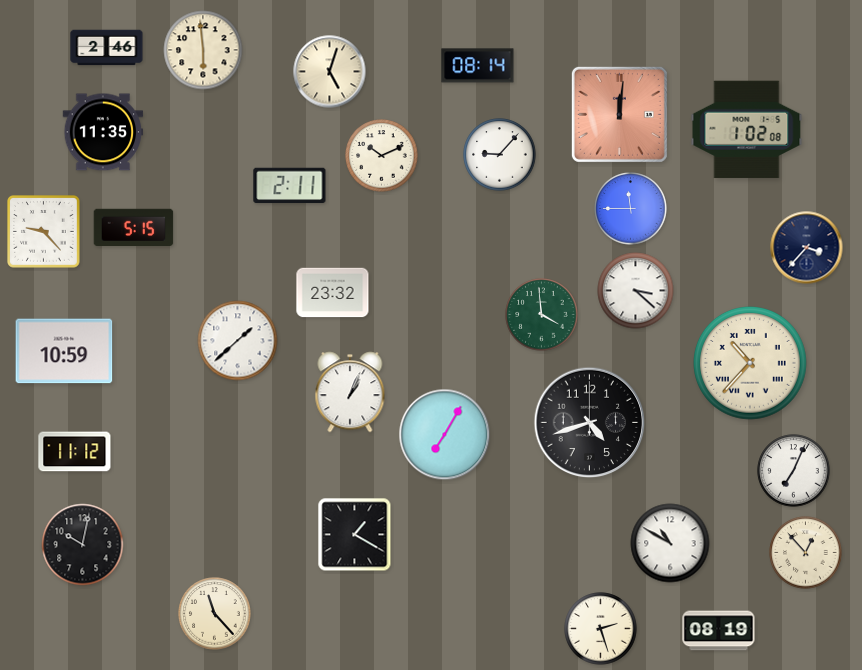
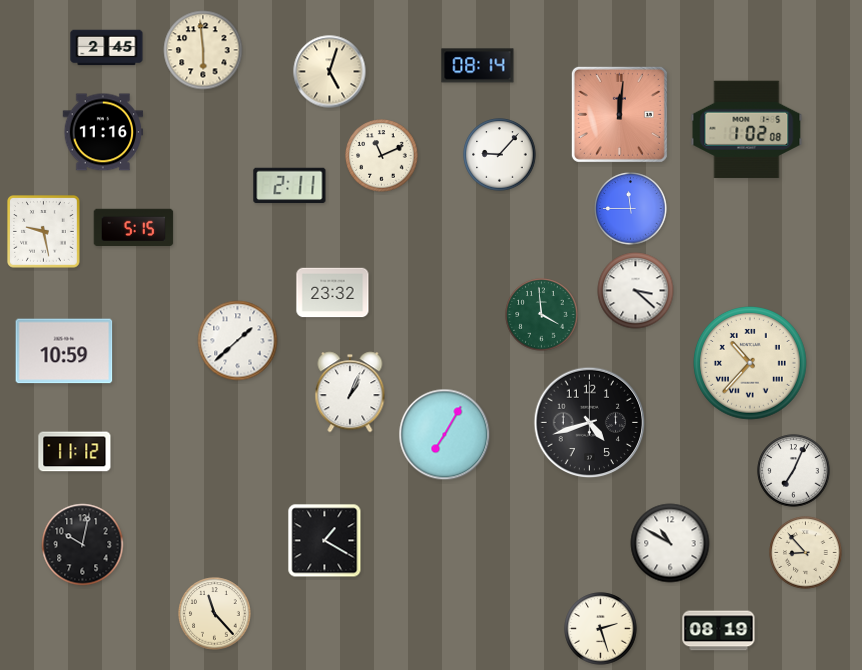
clock at (107, 48): 2:46 -> 2:45
clock at (103, 132): 11:35 -> 11:16
clock at (382, 156): 10:11 -> 11:11
clock at (44, 232): 9:23 -> 9:28
clock at (807, 248): 3:37 -> none
clock at (355, 535) position: (355, 535) -> (325, 541)
clock at (806, 553): 12:53 -> 8:53
